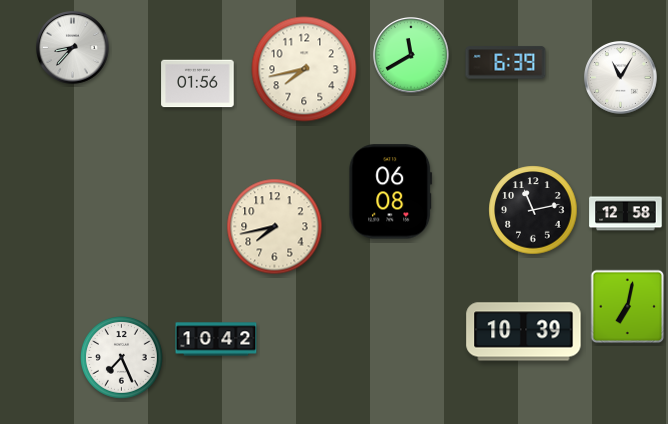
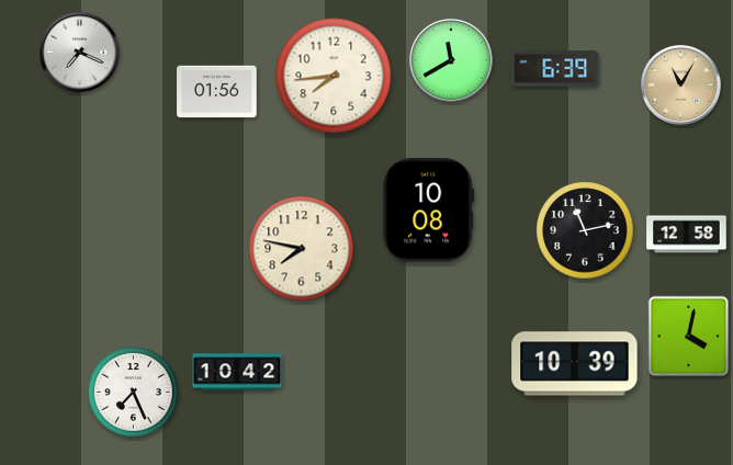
clock at (73, 48): 8:37 -> 7:19
clock at (304, 69): 7:43 -> 7:44
clock at (621, 78) dial: white -> champagne
clock at (391, 192): 06:08 -> 10:08
clock at (275, 227): 7:43 -> 7:47
clock at (628, 307): 7:02 -> 4:02
